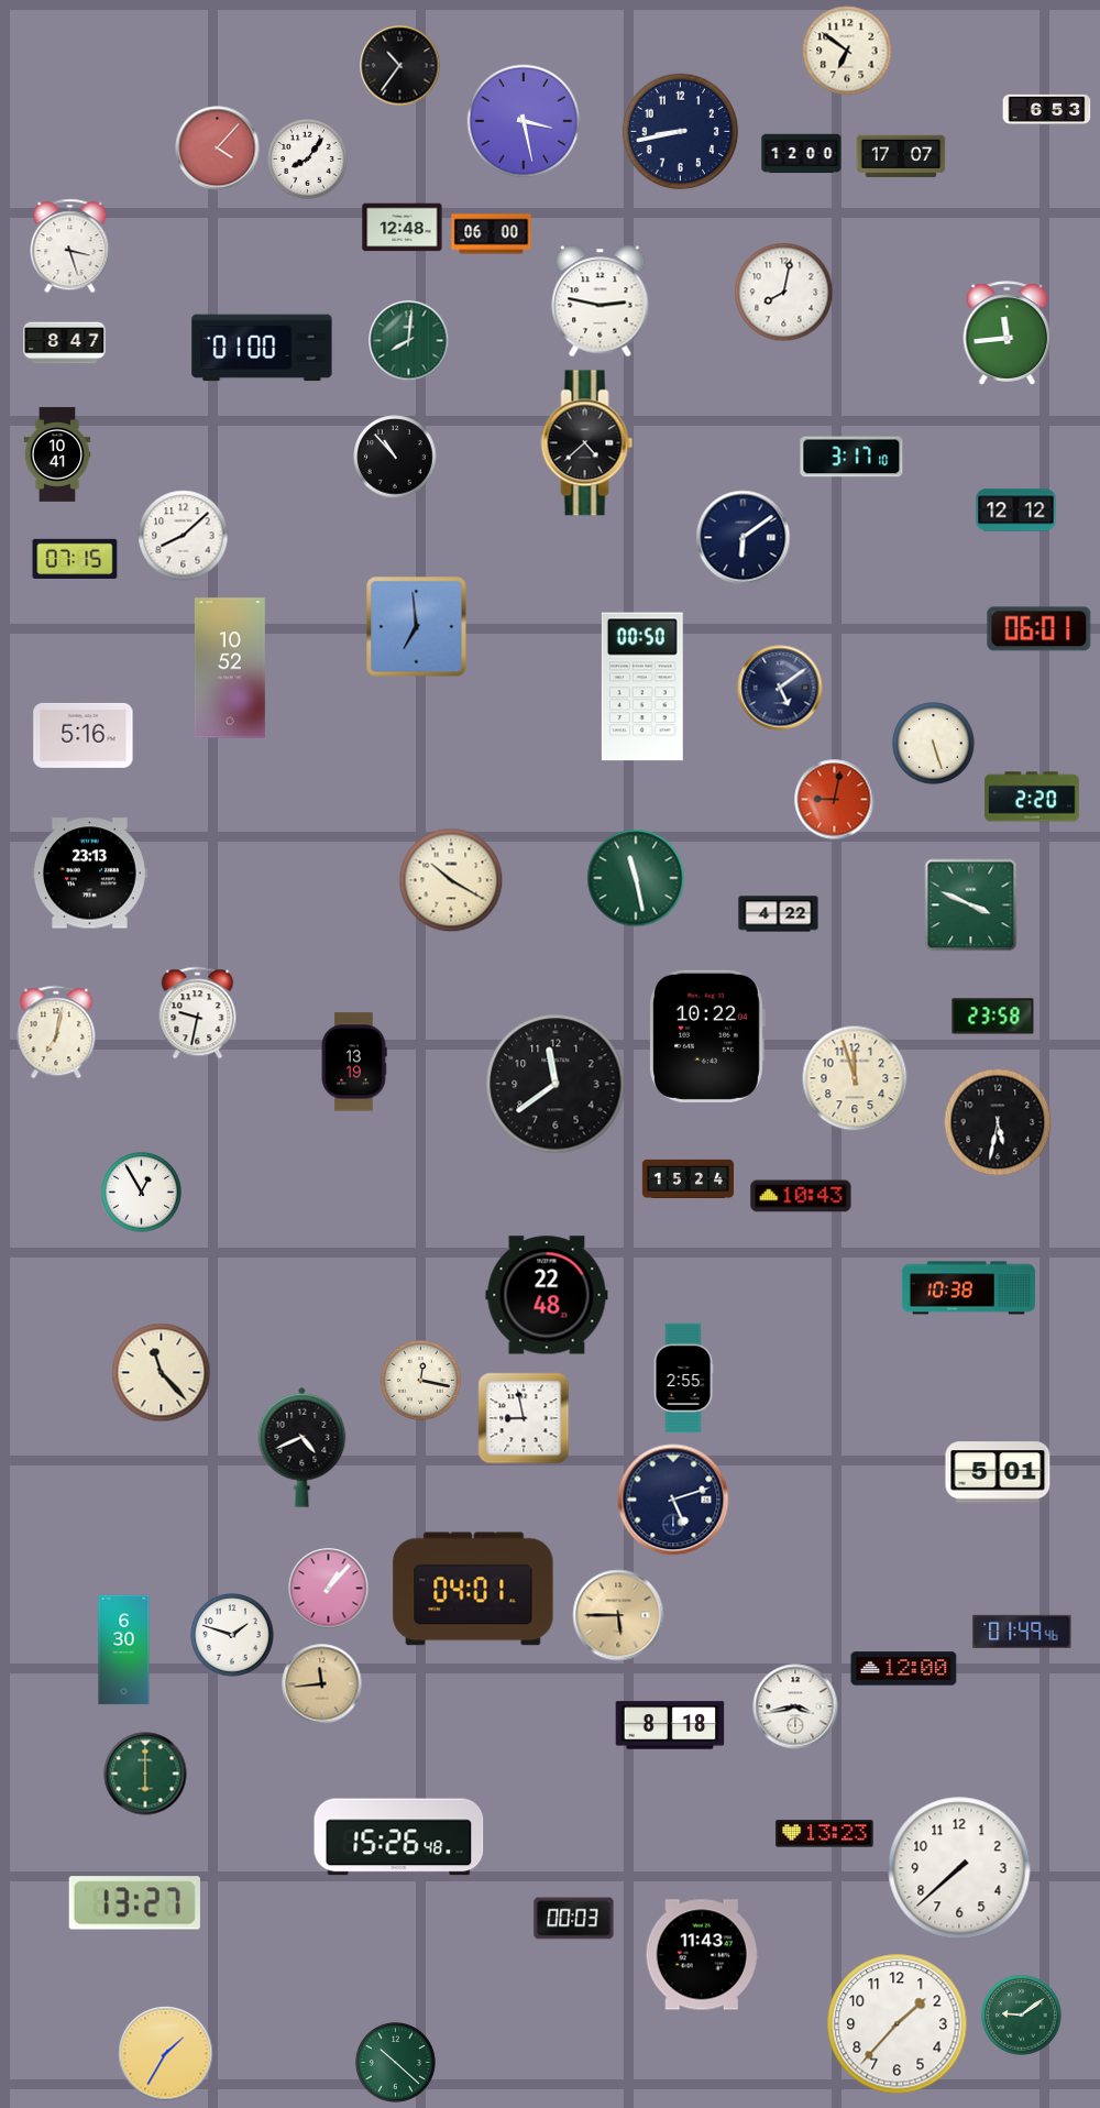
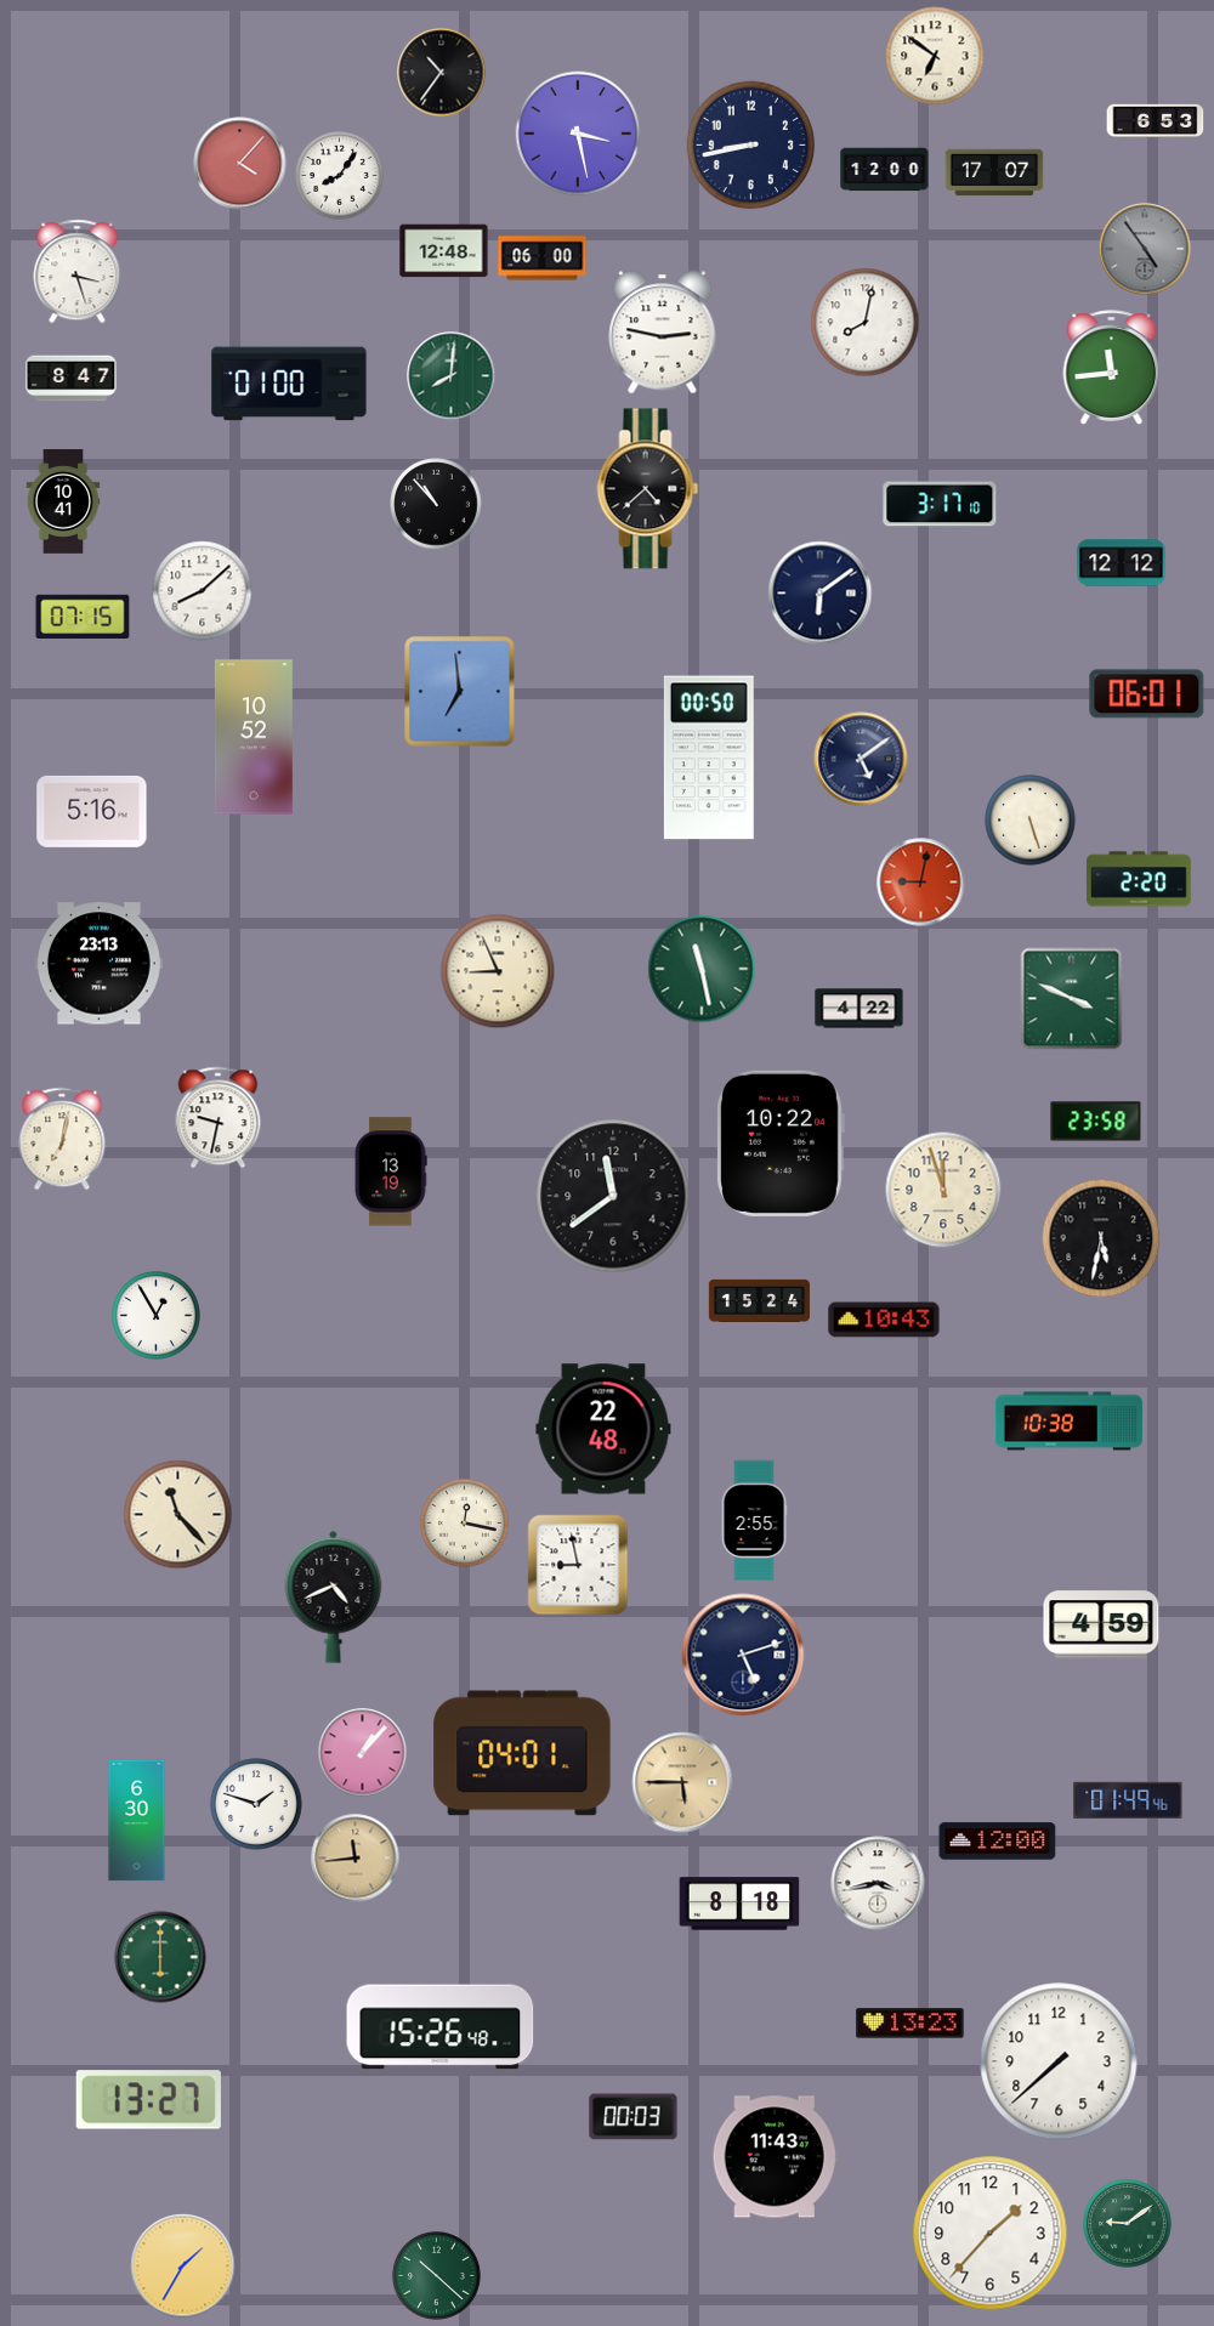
clock at (1145, 249): none -> 4:54
clock at (451, 880): 10:20 -> 8:56
clock at (998, 1472): 5:01 -> 4:59
